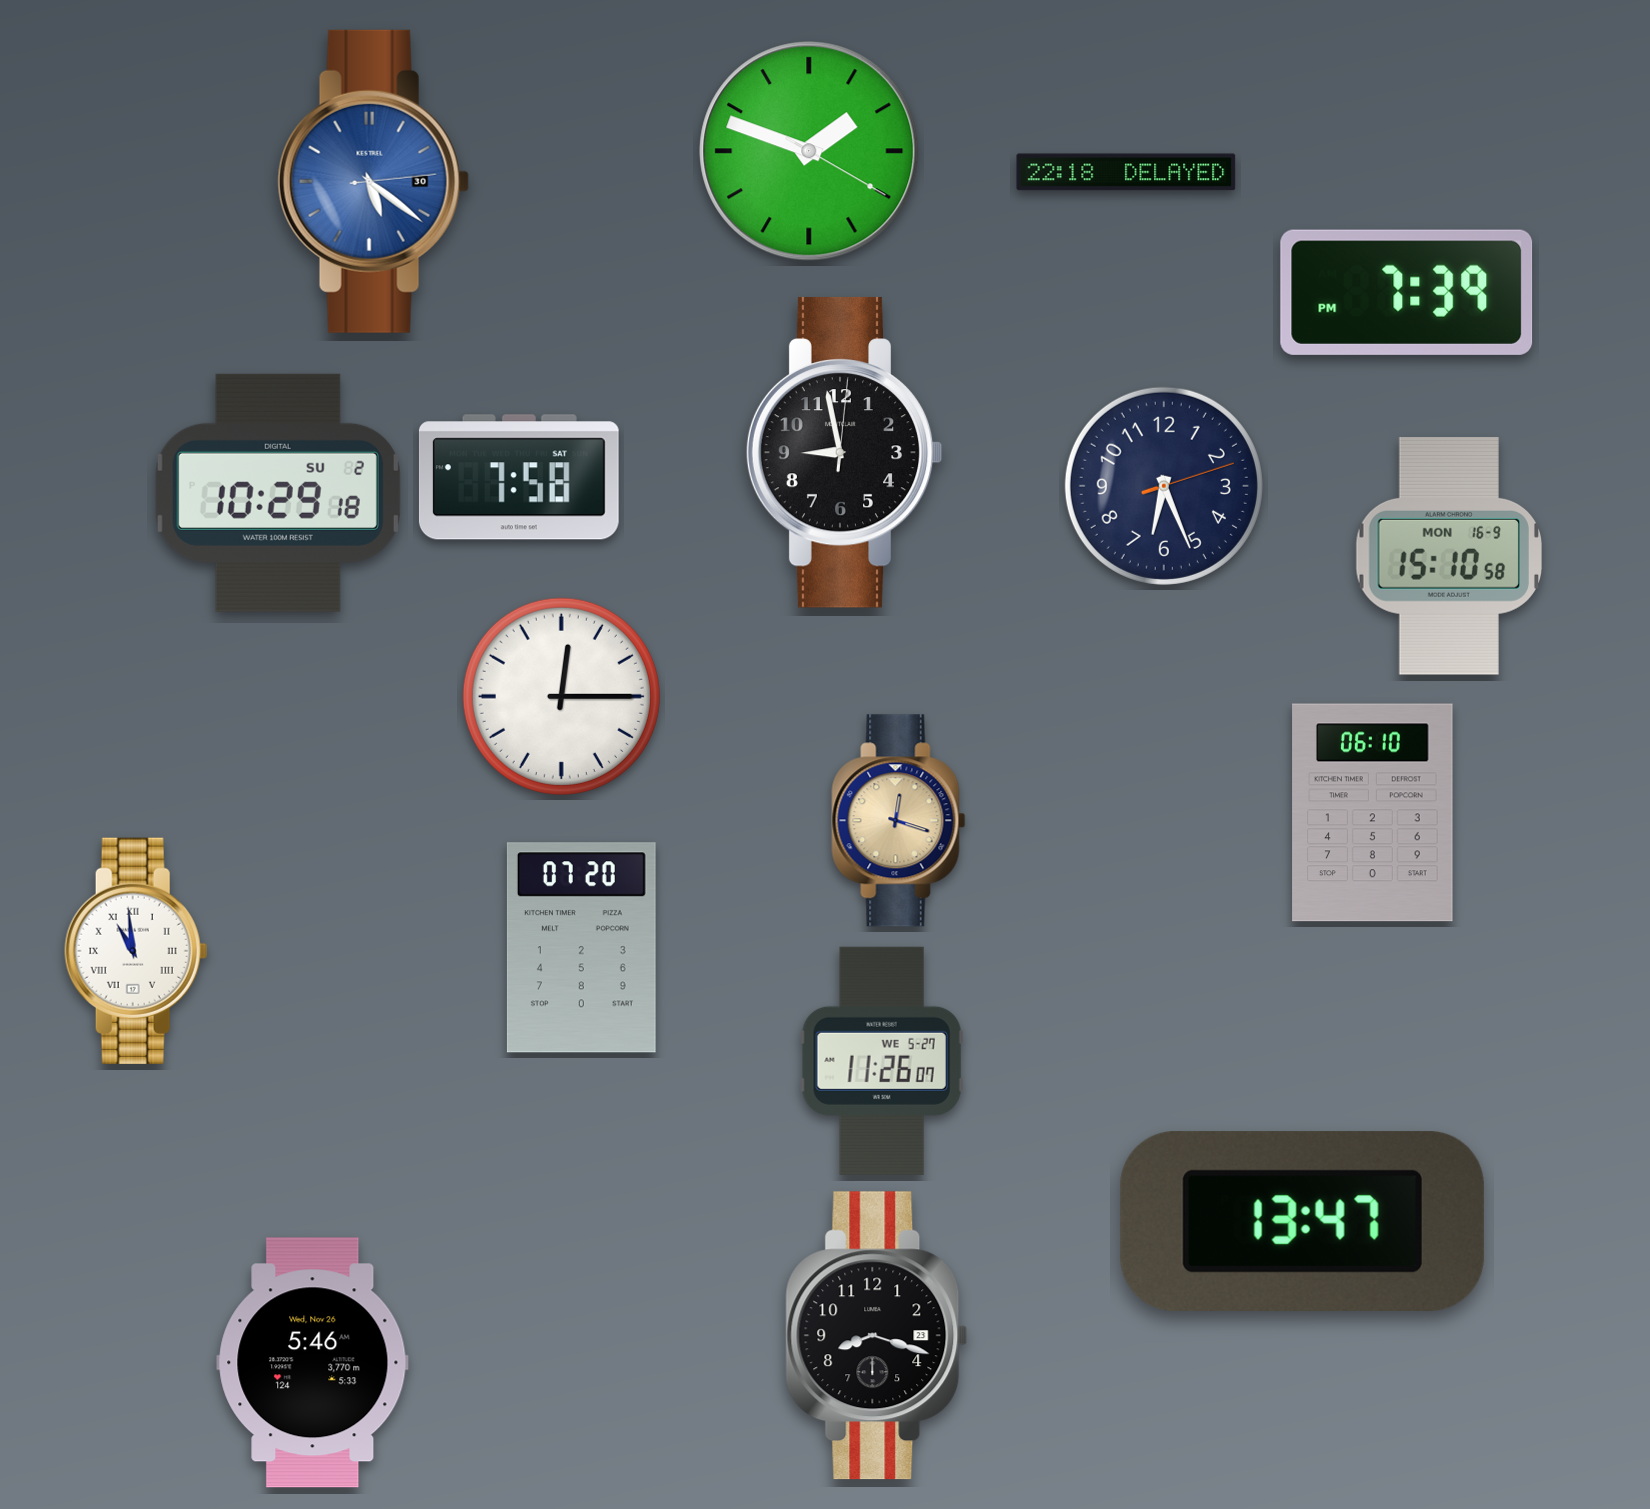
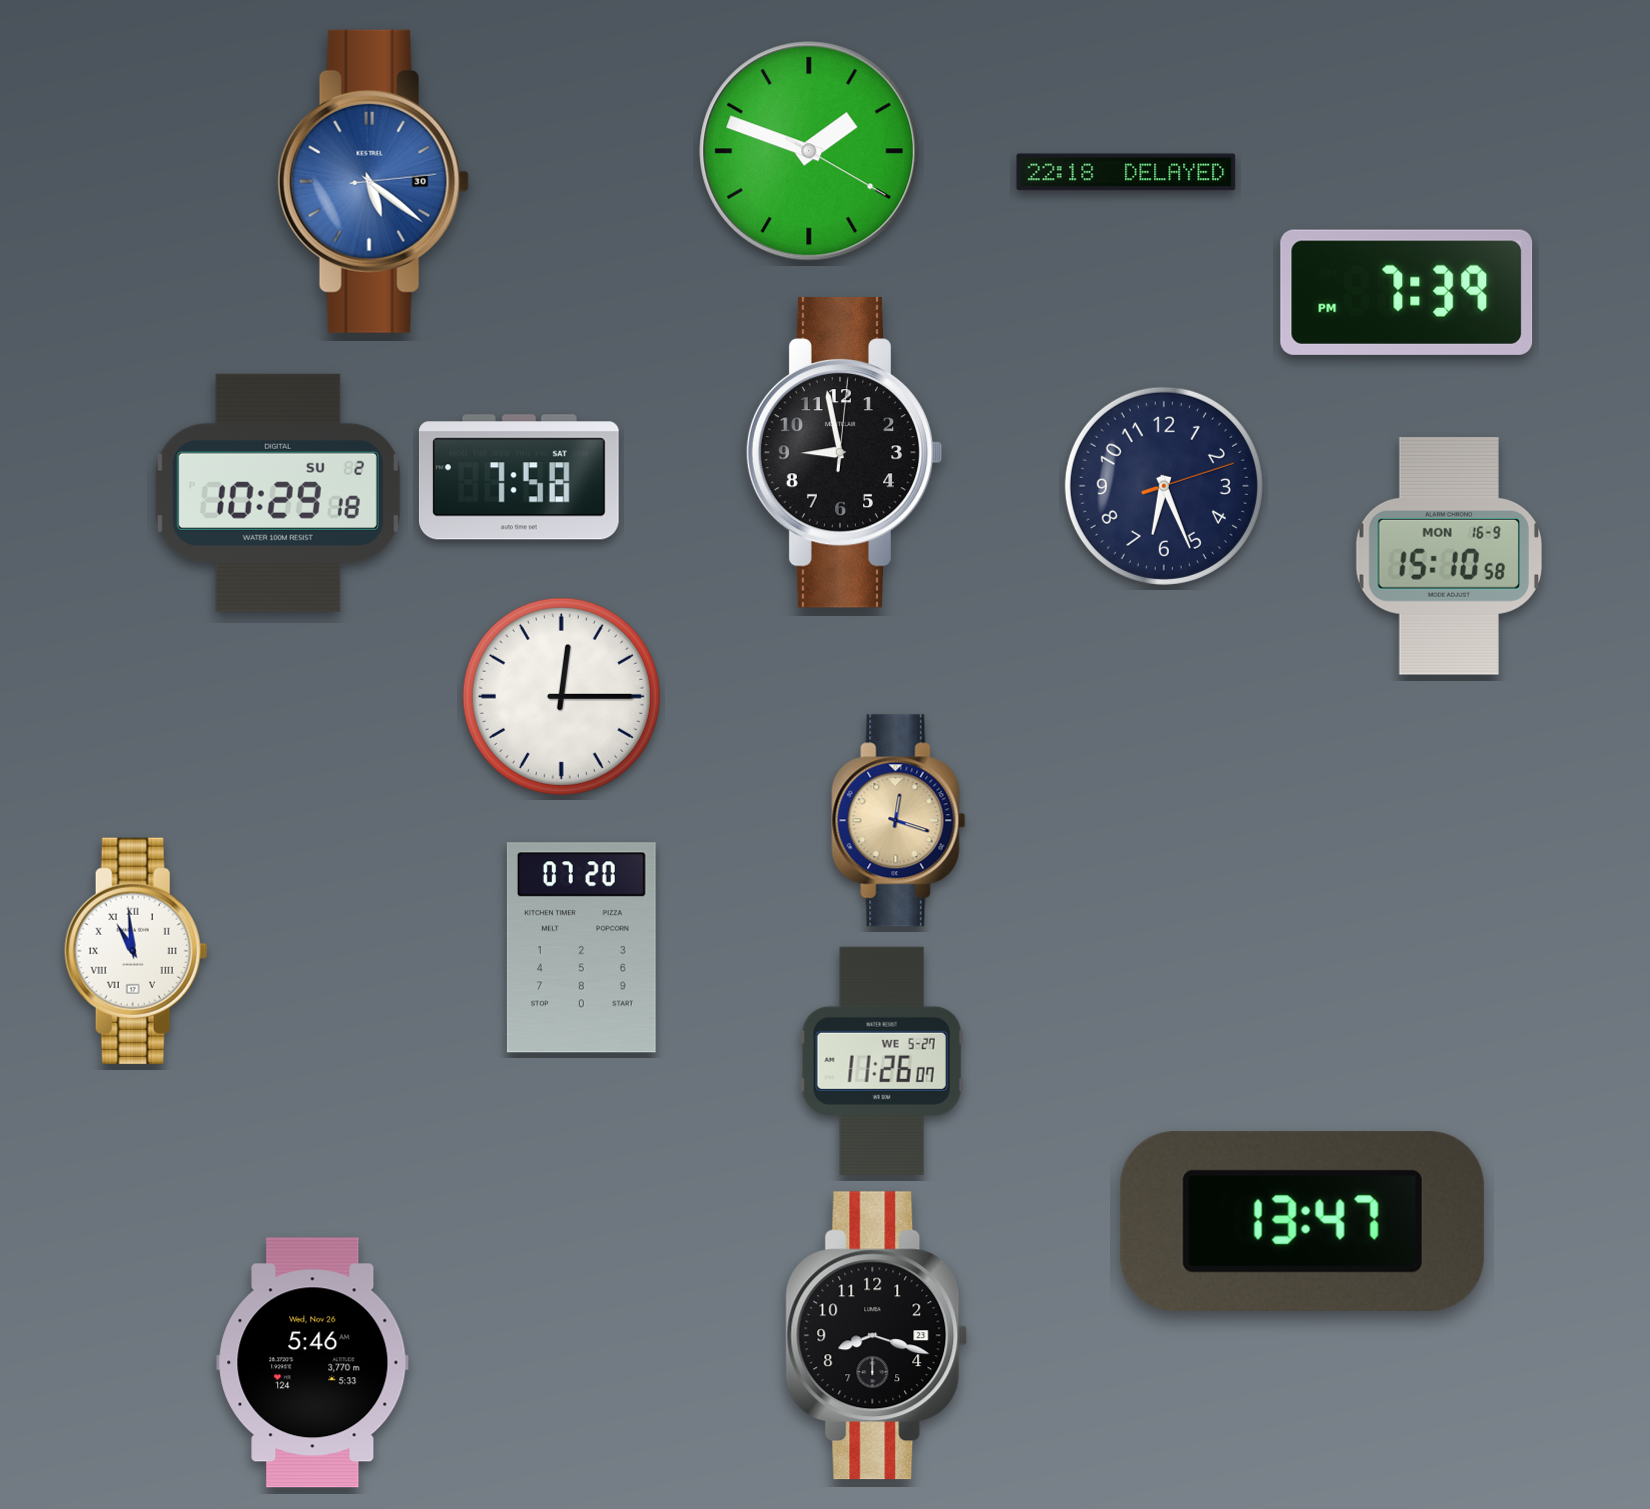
clock at (1373, 813): 06:10 -> none
